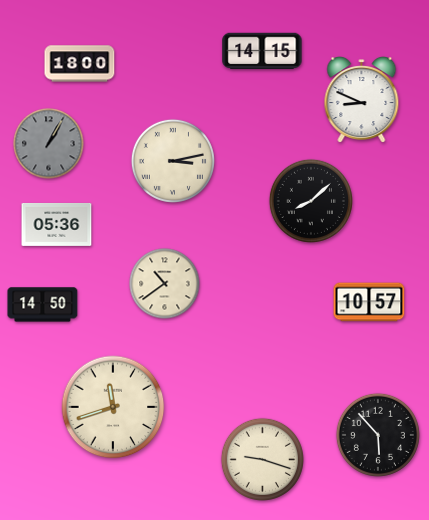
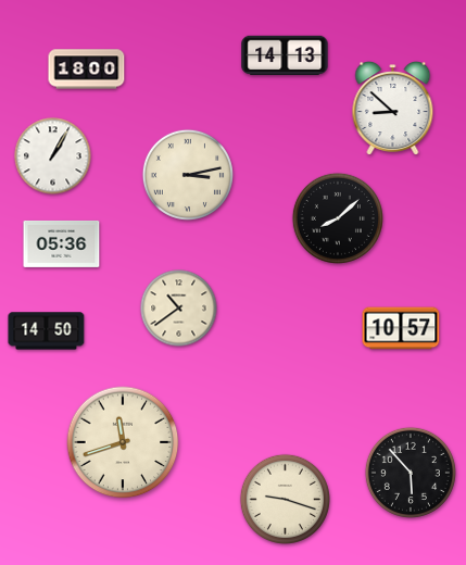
clock at (262, 51): 14:15 -> 14:13
clock at (362, 100): 8:49 -> 8:52
clock at (49, 144) dial: grey -> white
